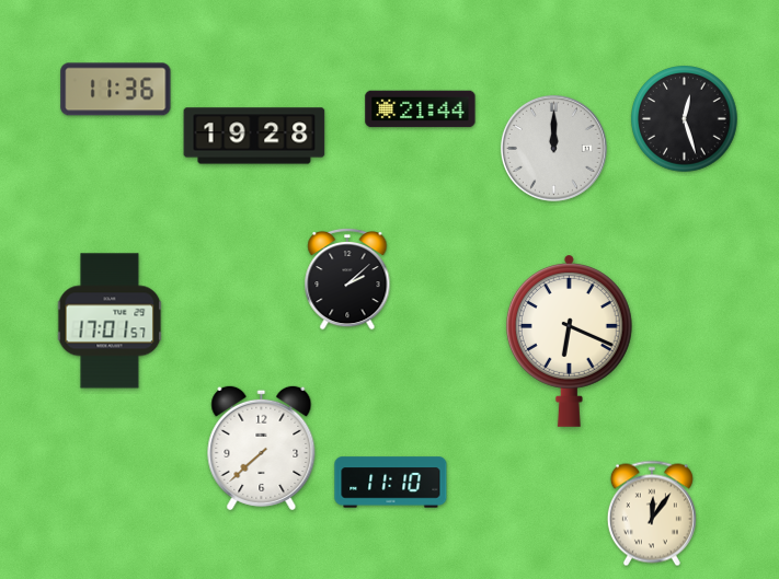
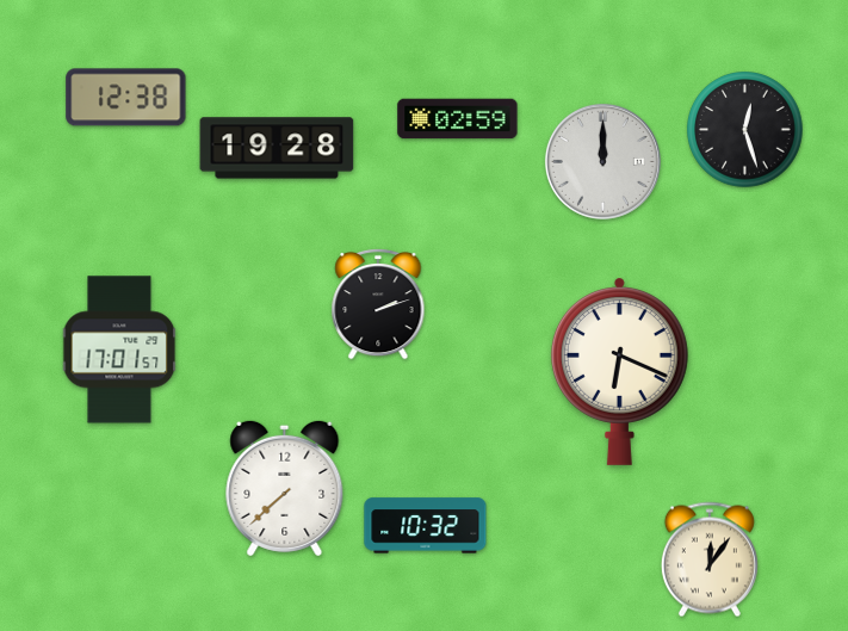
clock at (116, 90): 11:36 -> 12:38
clock at (421, 109): 21:44 -> 02:59
clock at (347, 279): 2:08 -> 2:12
clock at (391, 483): 11:10 -> 10:32
